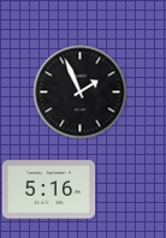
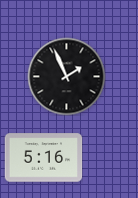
clock at (48, 190) position: (48, 190) -> (43, 158)
